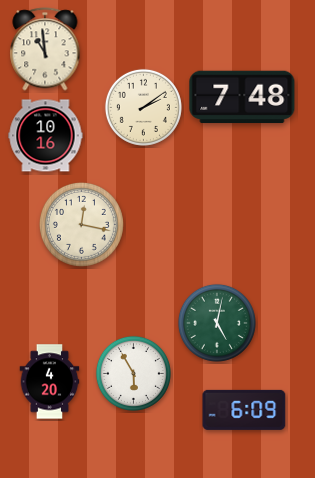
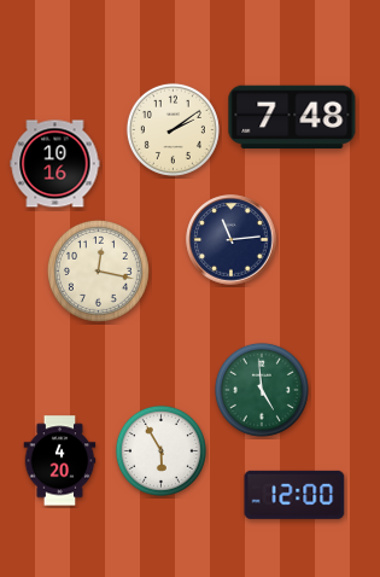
clock at (45, 49): 10:59 -> none
clock at (232, 240): none -> 11:14
clock at (217, 323): 5:02 -> 4:59
clock at (244, 410): 6:09 -> 12:00
